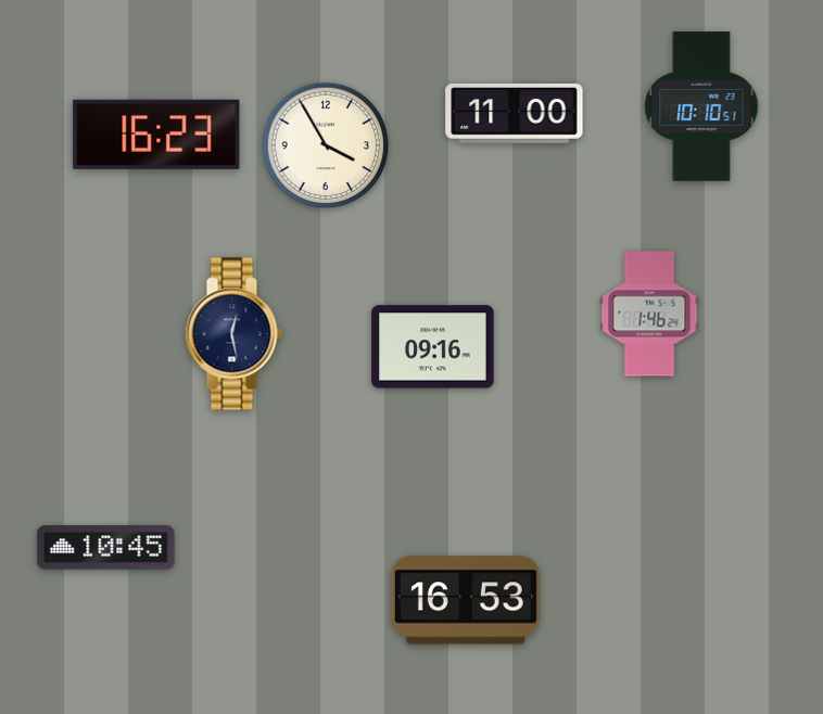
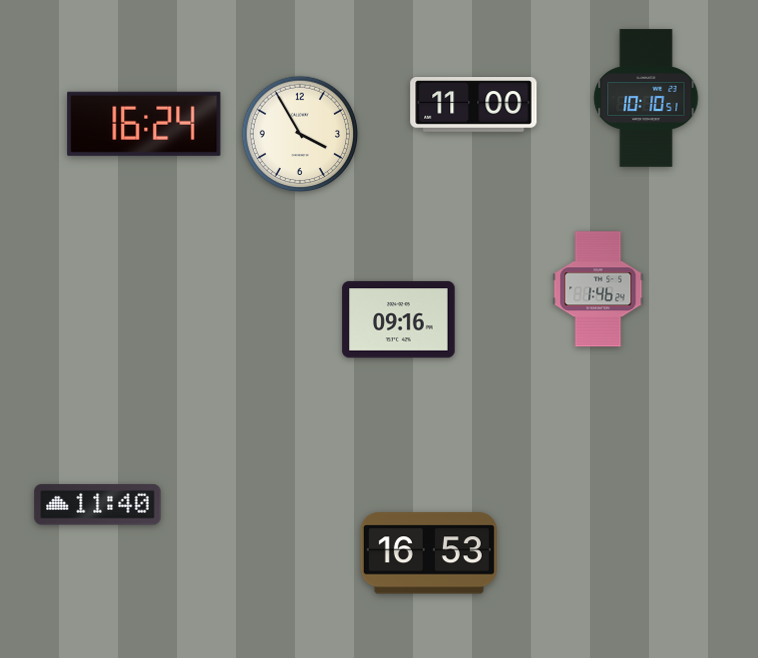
clock at (156, 135): 16:23 -> 16:24
clock at (233, 334): 12:28 -> none
clock at (106, 548): 10:45 -> 11:40
